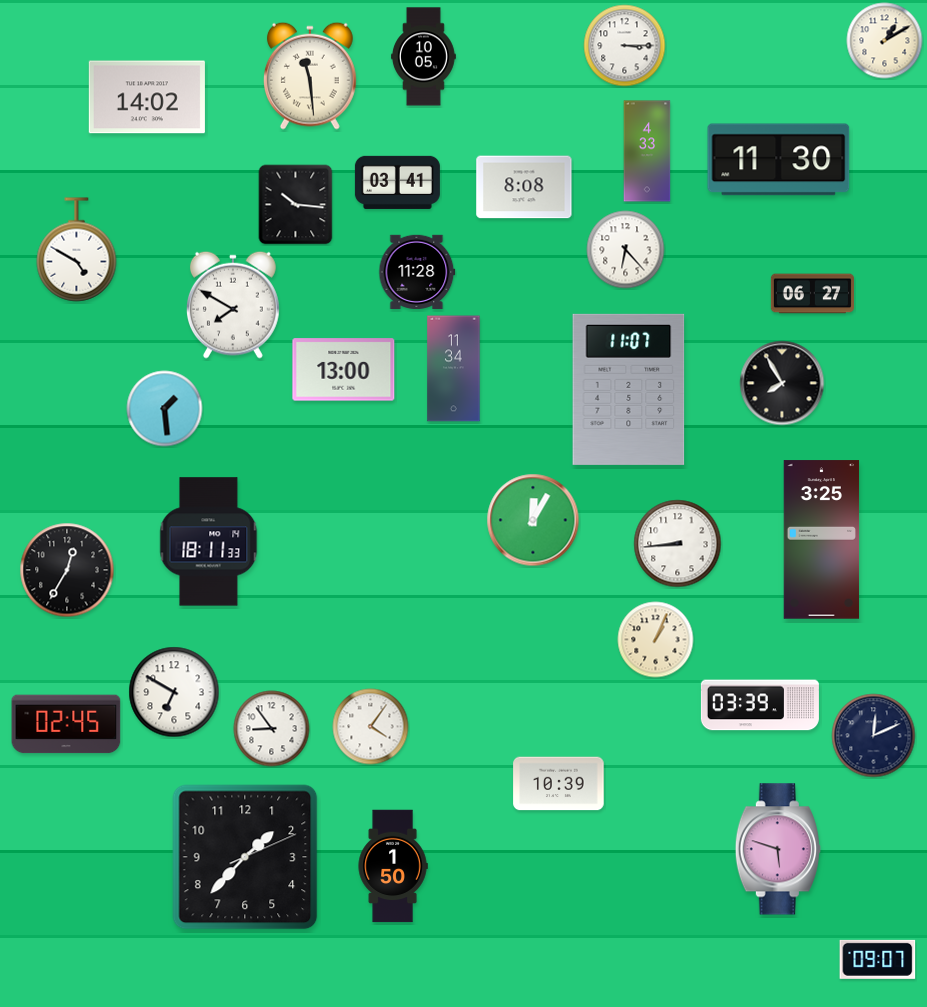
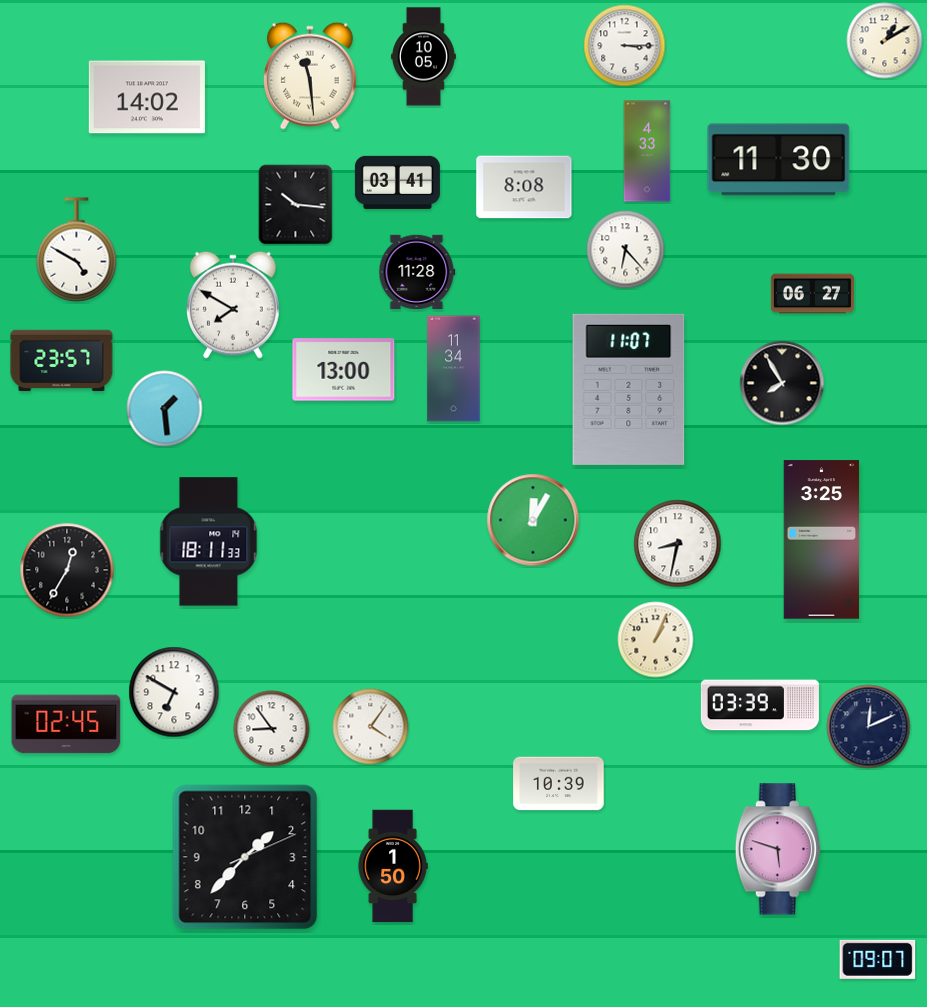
clock at (62, 361): none -> 23:57
clock at (678, 544): 8:44 -> 8:32
clock at (874, 736) position: (874, 736) -> (869, 727)
